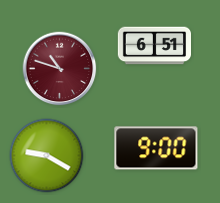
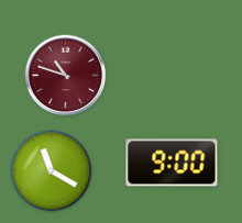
clock at (154, 46): 6:51 -> none
clock at (47, 156): 9:20 -> 11:20
